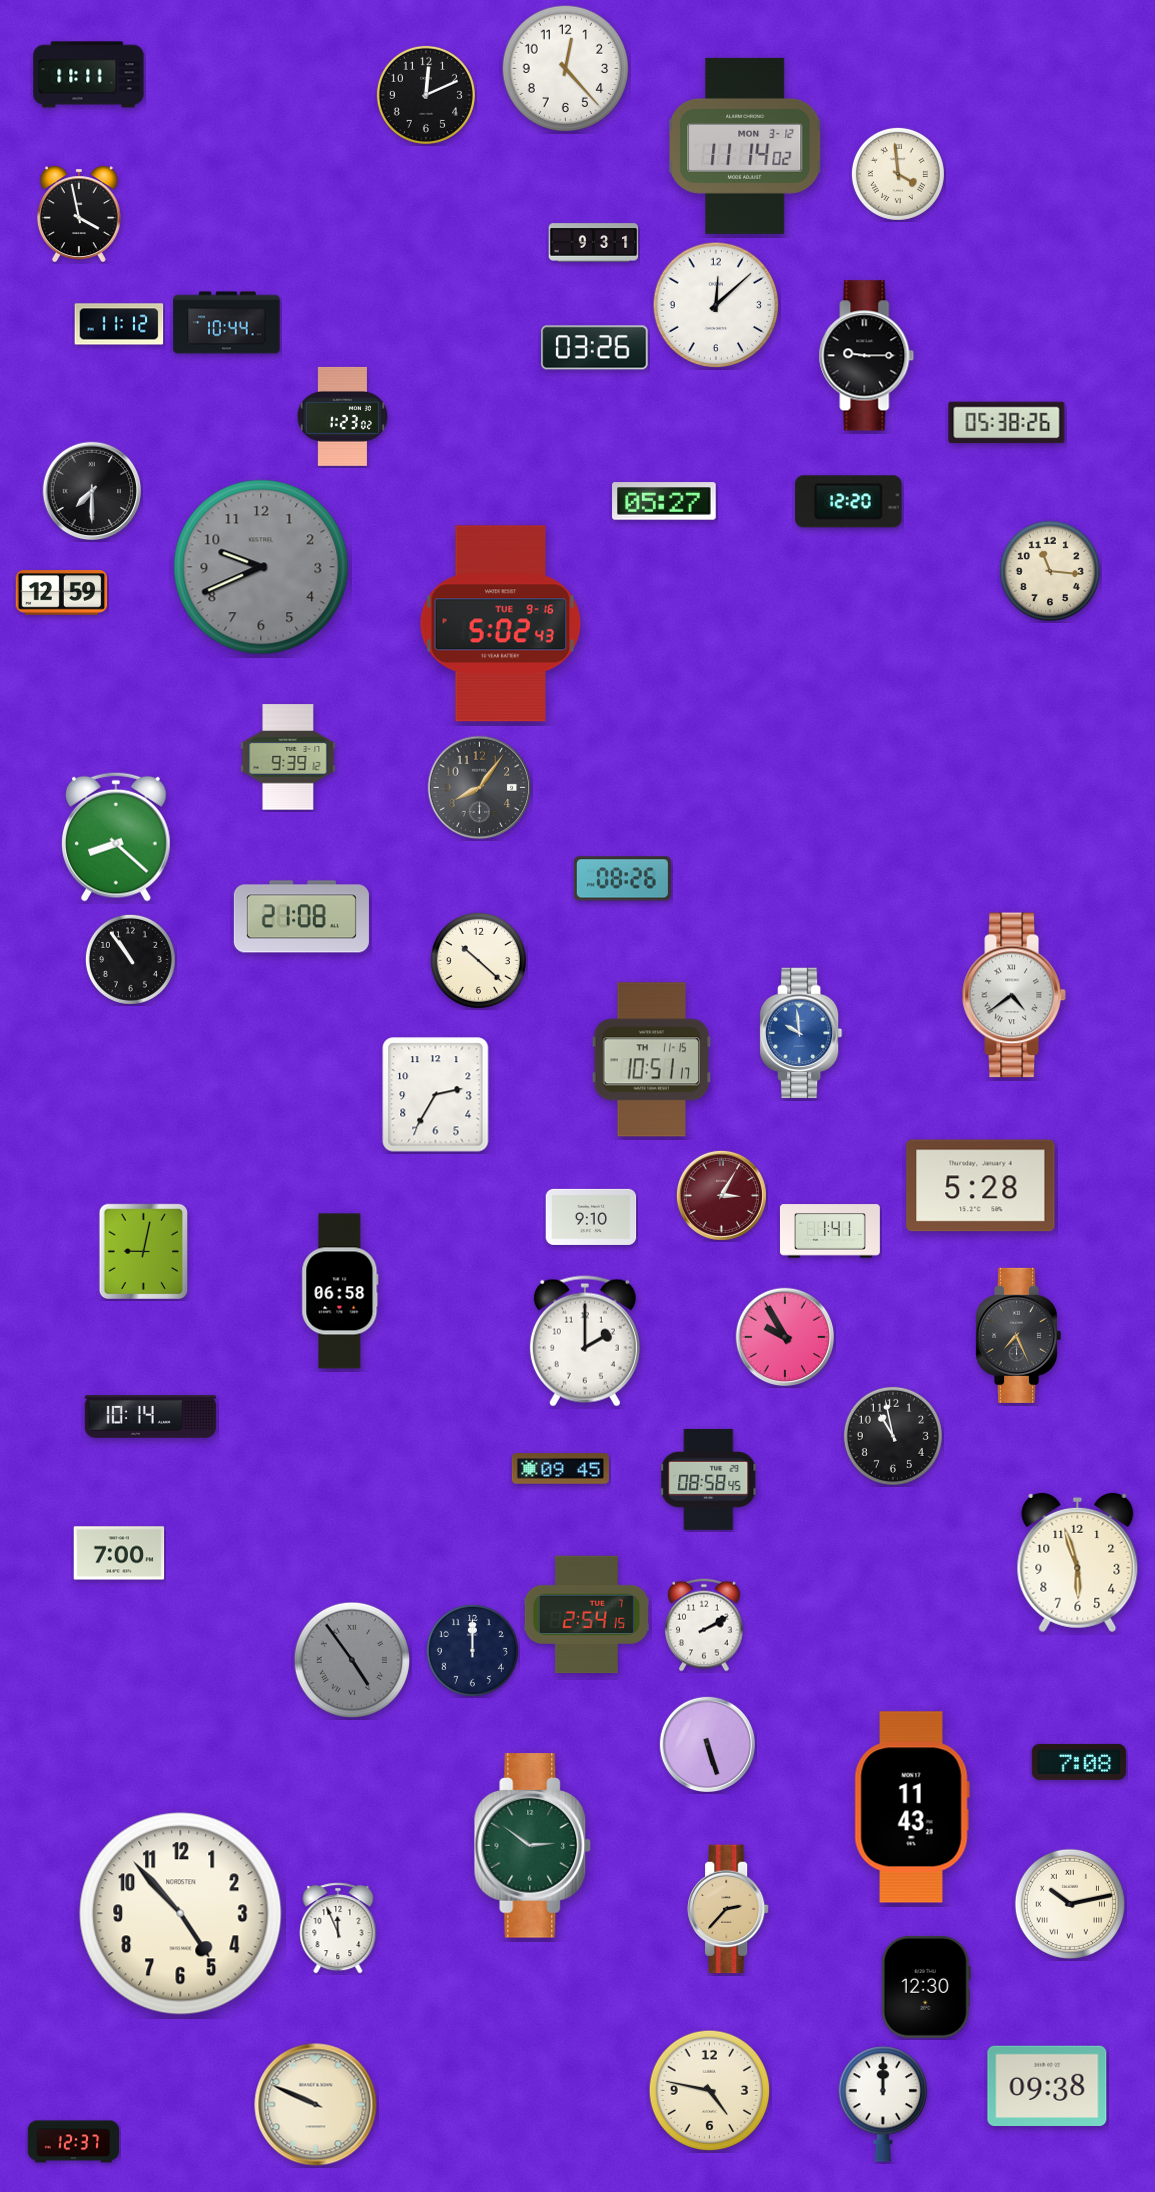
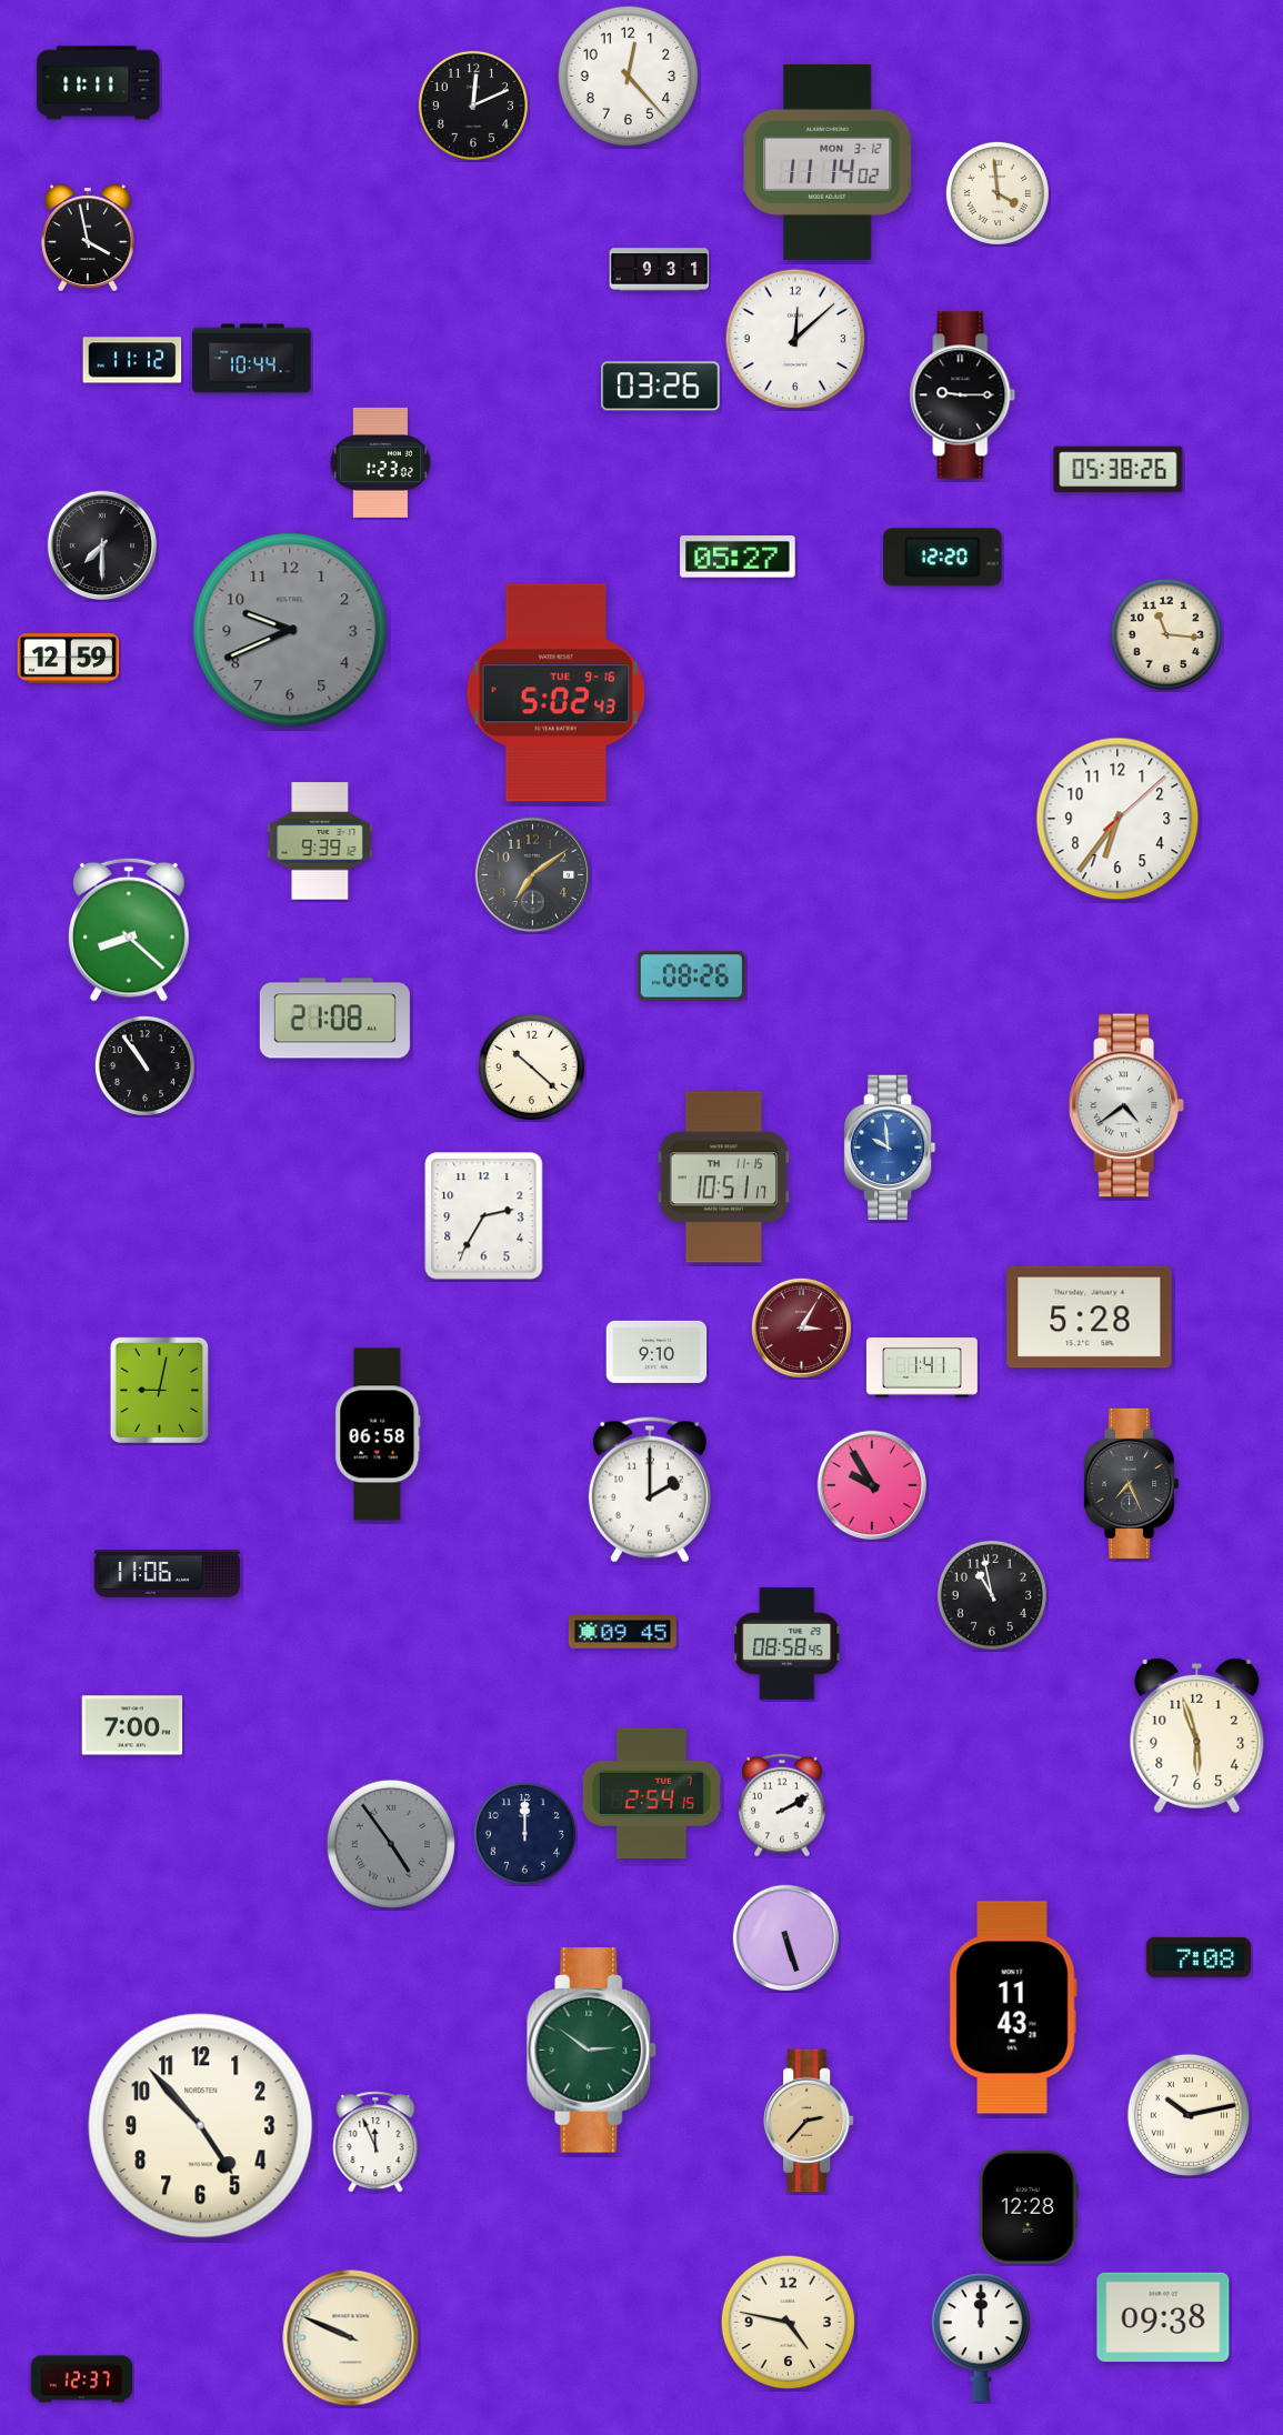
clock at (1117, 819): none -> 6:36
clock at (480, 788): 8:06 -> 7:09
clock at (151, 1417): 10:14 -> 11:06
clock at (926, 1987): 12:30 -> 12:28
